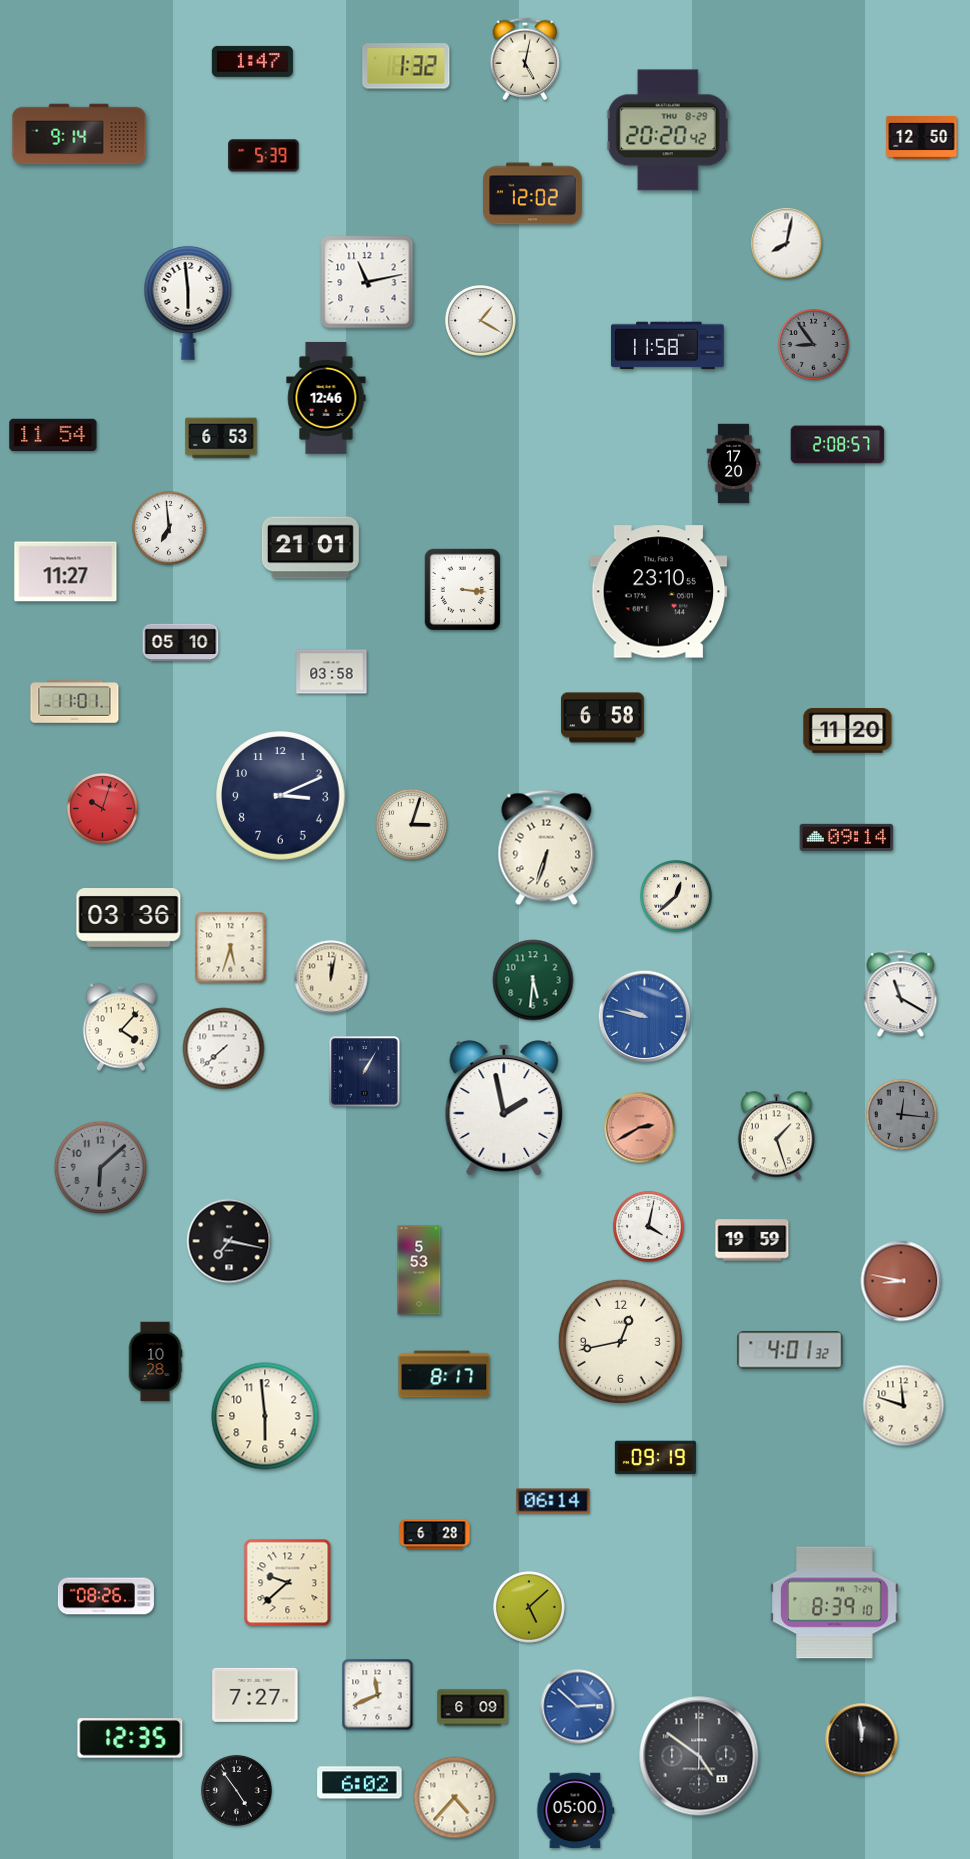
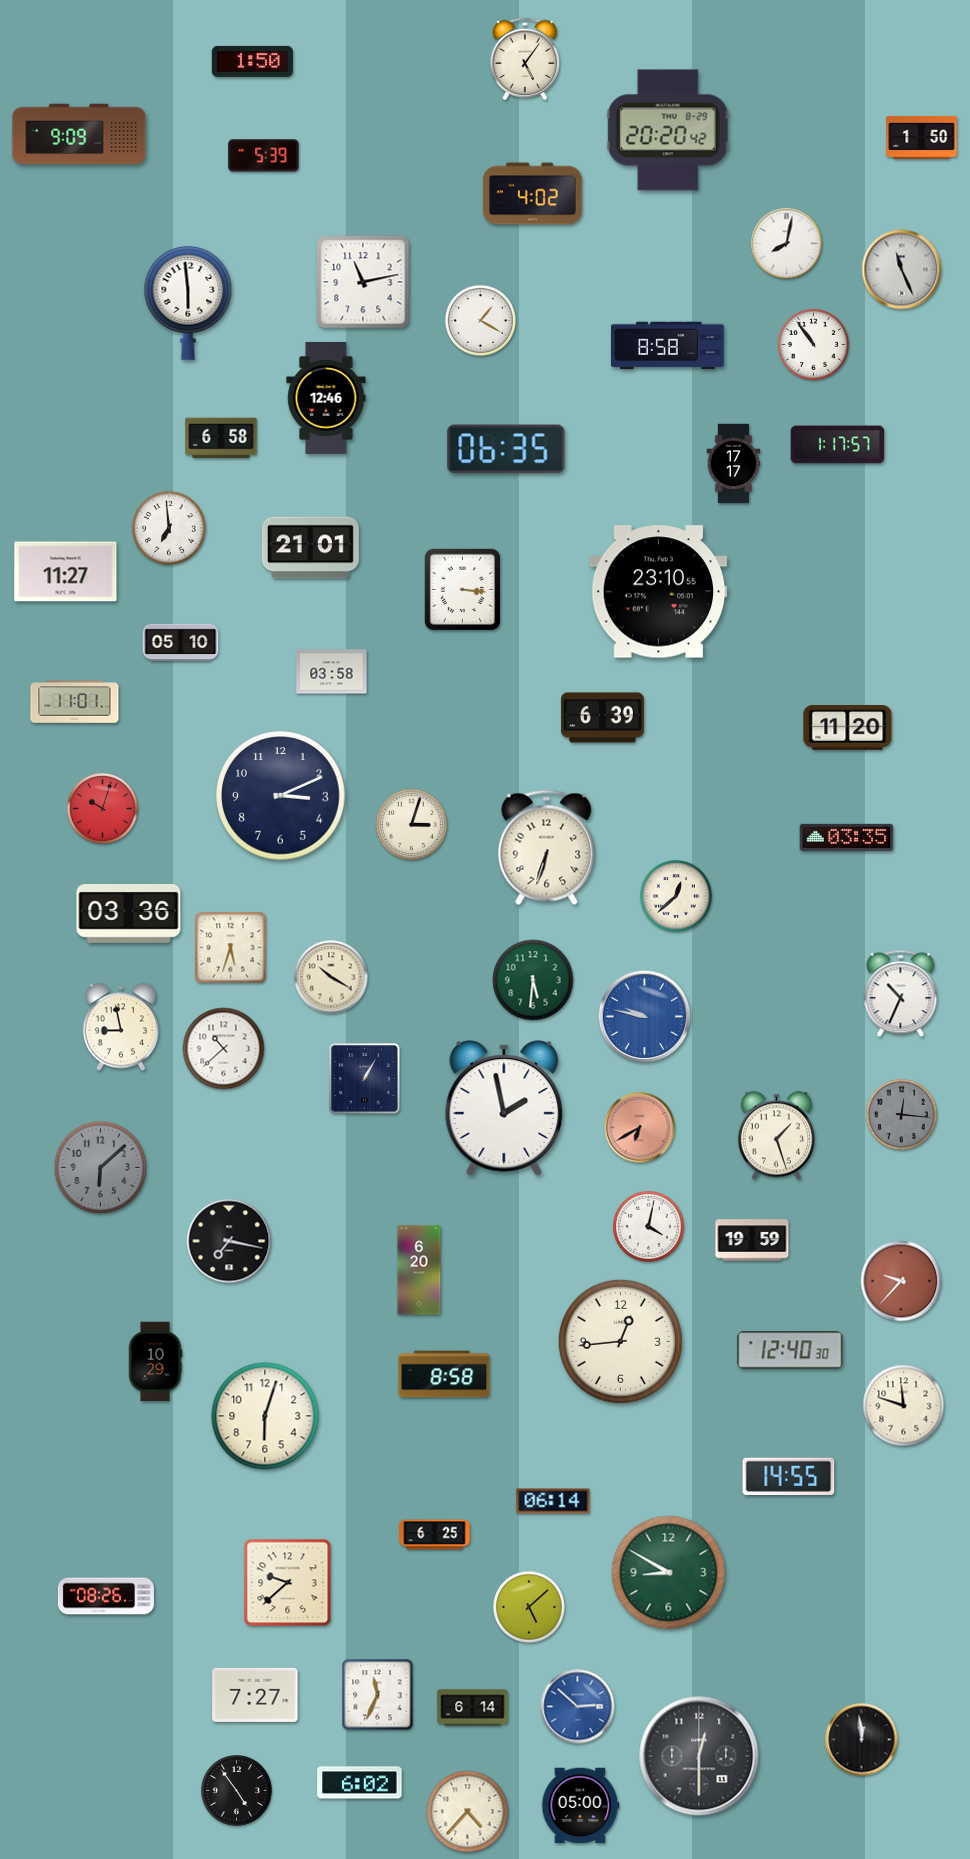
clock at (525, 59): 5:02 -> 5:06
clock at (252, 61): 1:47 -> 1:50
clock at (406, 66): 1:32 -> none
clock at (79, 134): 9:14 -> 9:09
clock at (922, 137): 12:50 -> 1:50
clock at (533, 194): 12:02 -> 4:02
clock at (902, 270): none -> 11:26
clock at (367, 282) position: (367, 282) -> (363, 282)
clock at (814, 345): 8:54 -> 10:54
clock at (814, 345) dial: grey -> white
clock at (668, 346): 11:58 -> 8:58
clock at (53, 434): 11:54 -> none
clock at (221, 438): 6:53 -> 6:58
clock at (838, 445): 2:08 -> 1:17
clock at (506, 449): none -> 06:35
clock at (734, 464): 17:20 -> 17:17
clock at (603, 718): 6:58 -> 6:39
clock at (848, 731) position: (848, 731) -> (848, 728)
clock at (847, 837): 09:14 -> 03:35
clock at (129, 918) position: (129, 918) -> (129, 914)
clock at (331, 977): 12:02 -> 10:20
clock at (901, 994): 11:20 -> 10:34
clock at (121, 1027): 4:07 -> 8:58
clock at (224, 1049): 7:38 -> 10:38
clock at (365, 1072) position: (365, 1072) -> (365, 1079)
clock at (640, 1128): 2:40 -> 6:40
clock at (419, 1270): 5:53 -> 6:20
clock at (901, 1281): 8:47 -> 9:37
clock at (620, 1341): 12:43 -> 12:44
clock at (790, 1350): 4:01 -> 12:40
clock at (155, 1362): 10:28 -> 10:29
clock at (444, 1374): 8:17 -> 8:58
clock at (265, 1416): 5:59 -> 6:03
clock at (655, 1458): 09:19 -> none
clock at (789, 1476): none -> 14:55
clock at (435, 1535): 6:28 -> 6:25
clock at (669, 1573): none -> 8:50
clock at (835, 1603): 8:39 -> none
clock at (378, 1695): 11:41 -> 11:34
clock at (473, 1708): 6:09 -> 6:14
clock at (130, 1738): 12:35 -> none
clock at (699, 1756): 4:51 -> 12:30
clock at (455, 1798) position: (455, 1798) -> (468, 1812)
clock at (576, 1811) position: (576, 1811) -> (581, 1806)
